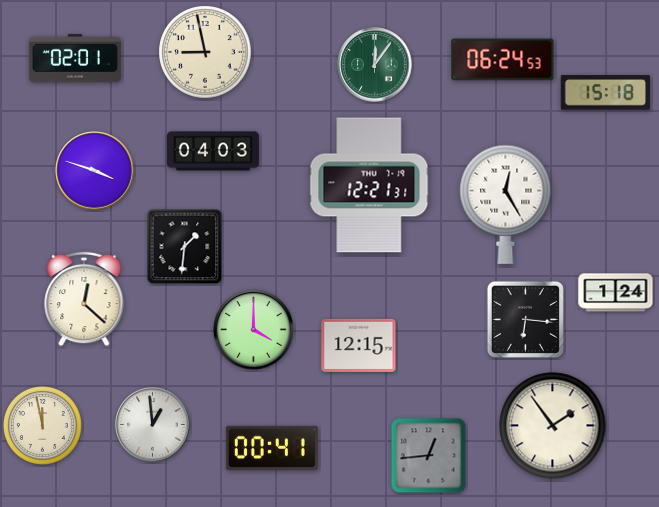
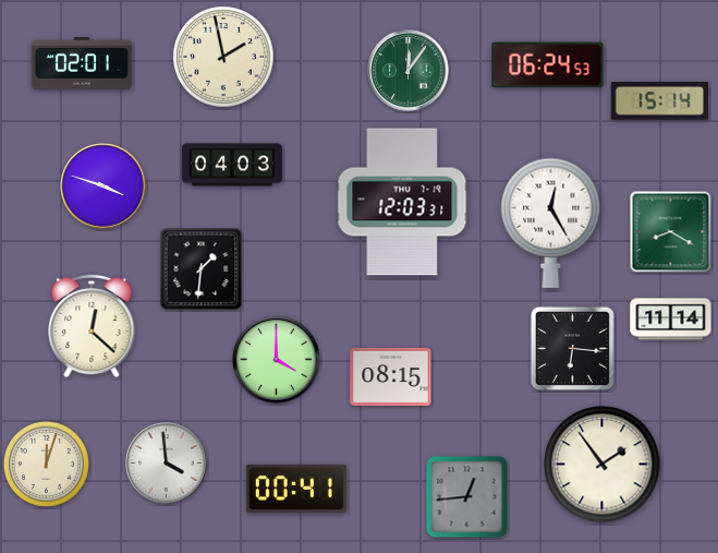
clock at (205, 52): 8:58 -> 1:58
clock at (605, 93): 15:18 -> 15:14
clock at (369, 185): 12:21 -> 12:03
clock at (671, 232): none -> 8:20
clock at (616, 293): 1:24 -> 11:14
clock at (359, 345): 12:15 -> 08:15
clock at (42, 425): 11:58 -> 12:03
clock at (153, 425): 12:59 -> 3:59
